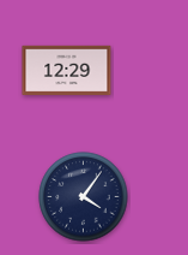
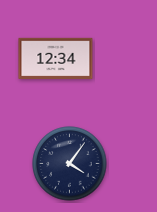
clock at (67, 70): 12:29 -> 12:34
